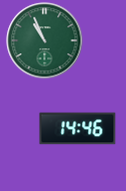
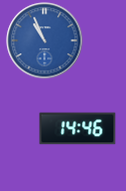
clock at (45, 41) dial: green -> blue
